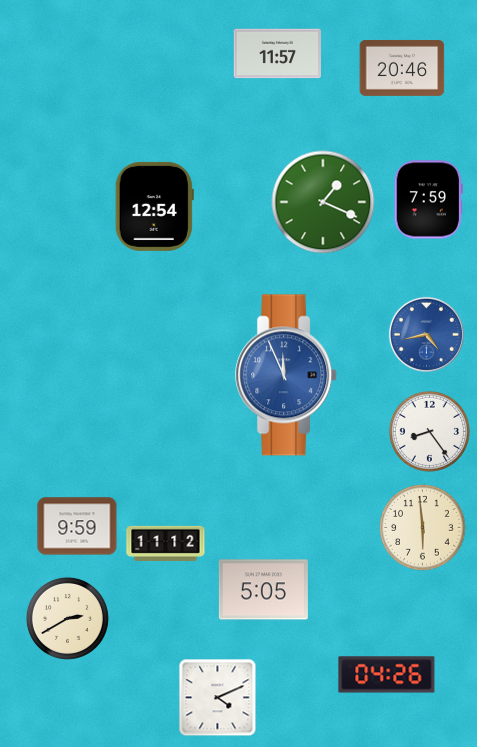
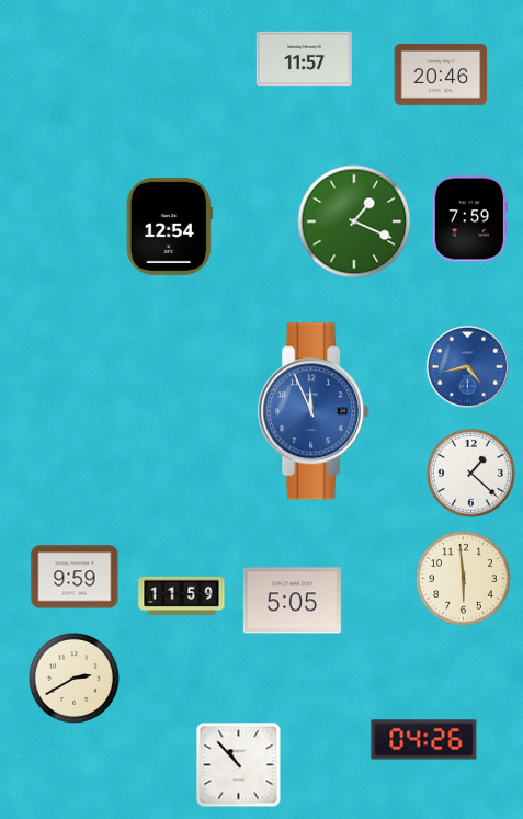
clock at (429, 431): 8:24 -> 1:22
clock at (77, 526) position: (77, 526) -> (75, 577)
clock at (166, 543): 11:12 -> 11:59
clock at (263, 590) position: (263, 590) -> (292, 601)
clock at (218, 698): 4:11 -> 10:53
